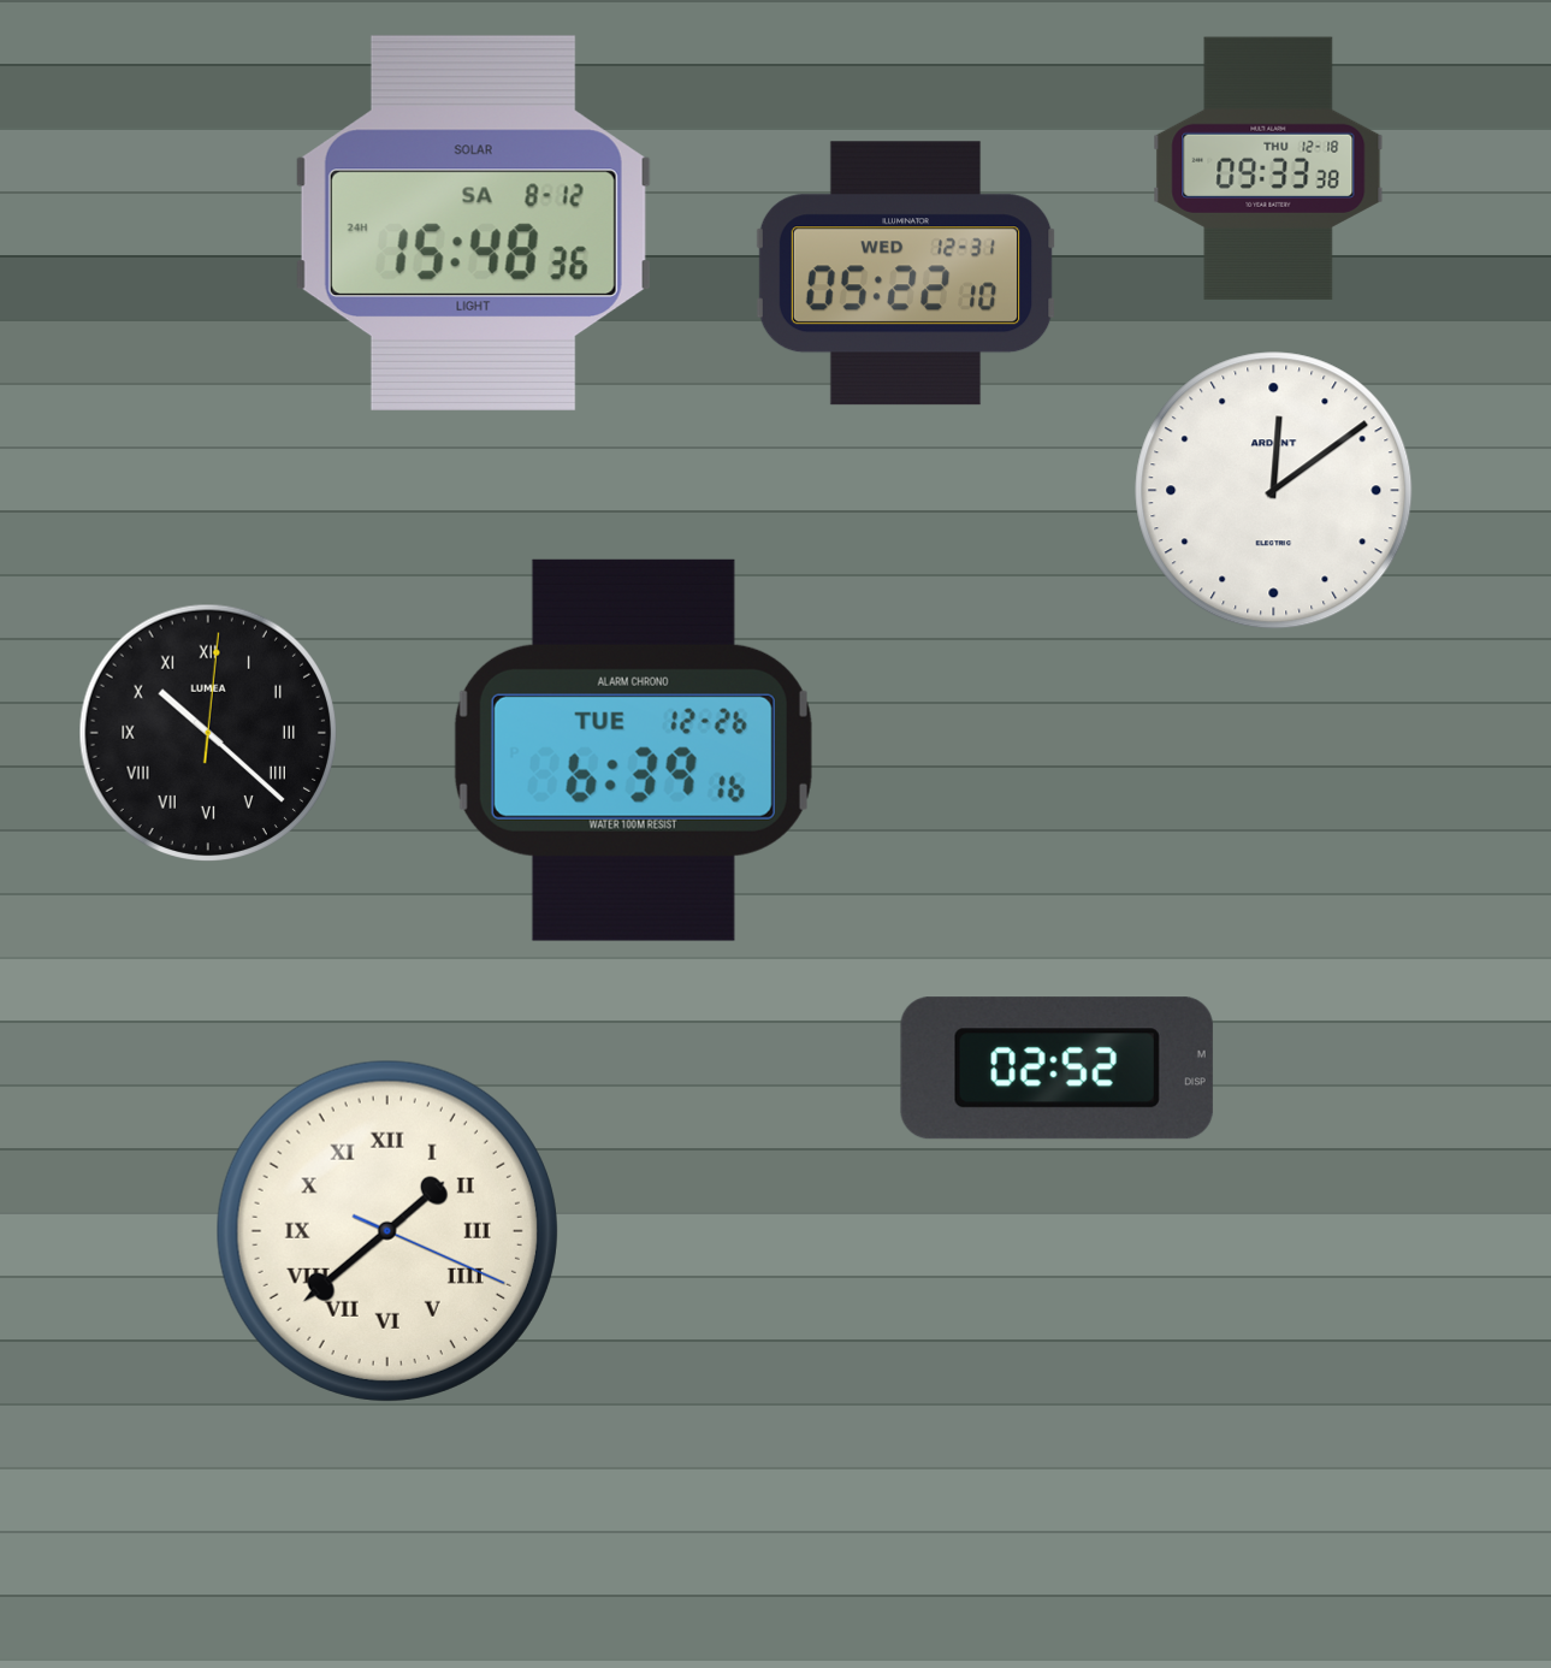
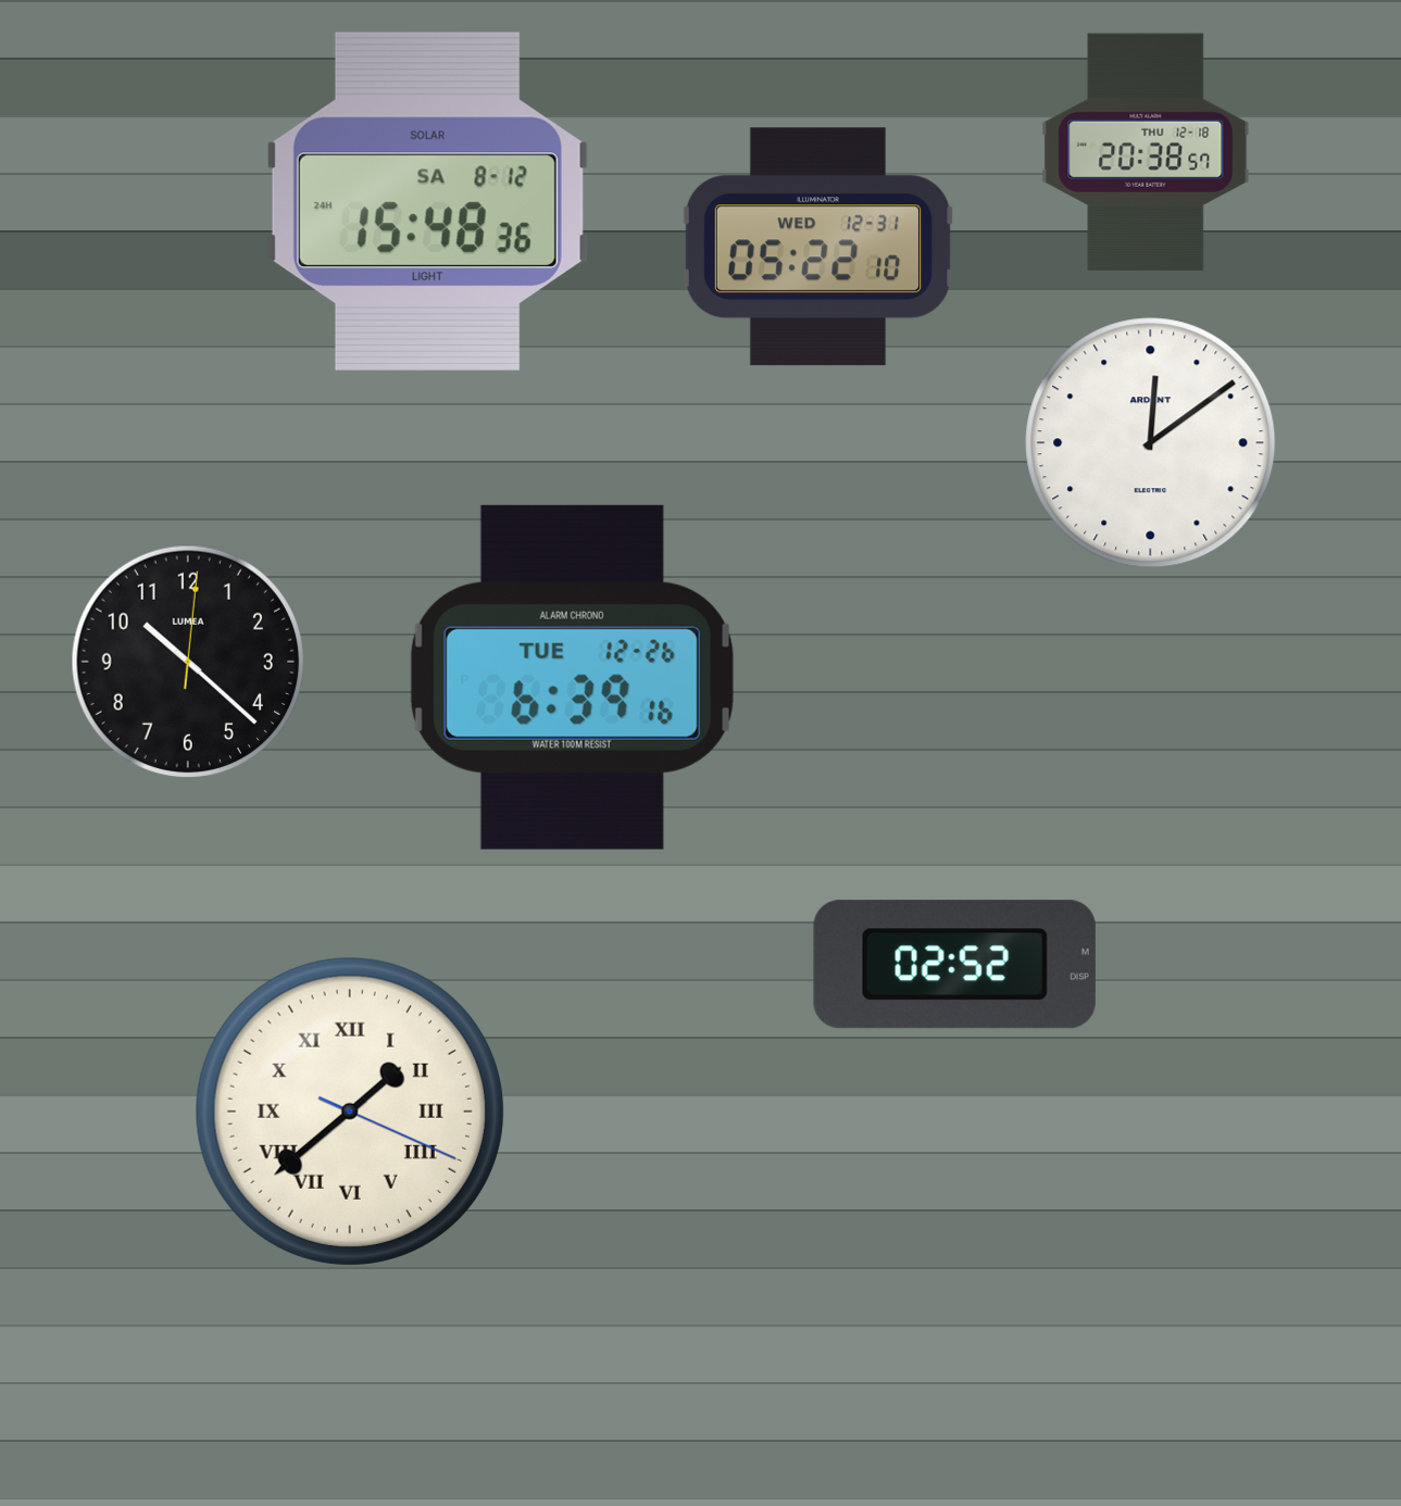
clock at (1268, 168): 09:33 -> 20:38
clock at (208, 733) numerals: Roman -> Arabic
